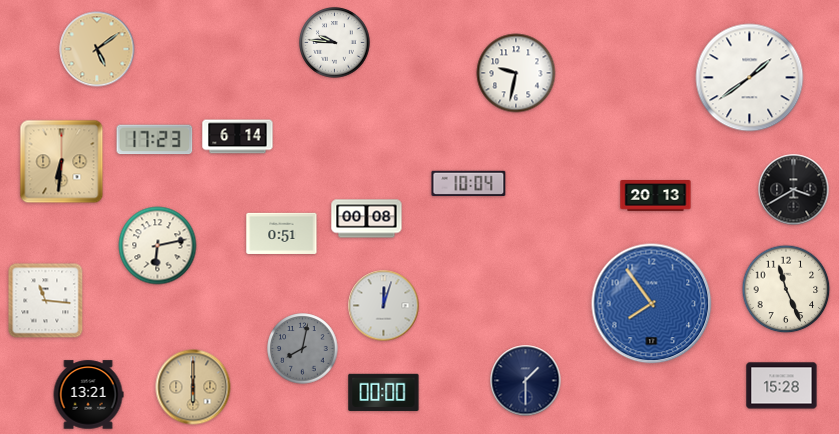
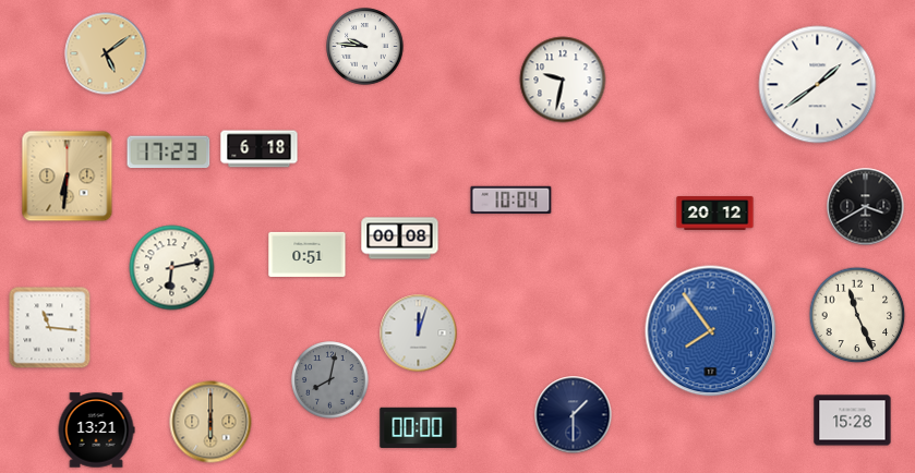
clock at (238, 137): 6:14 -> 6:18
clock at (656, 196): 20:13 -> 20:12
